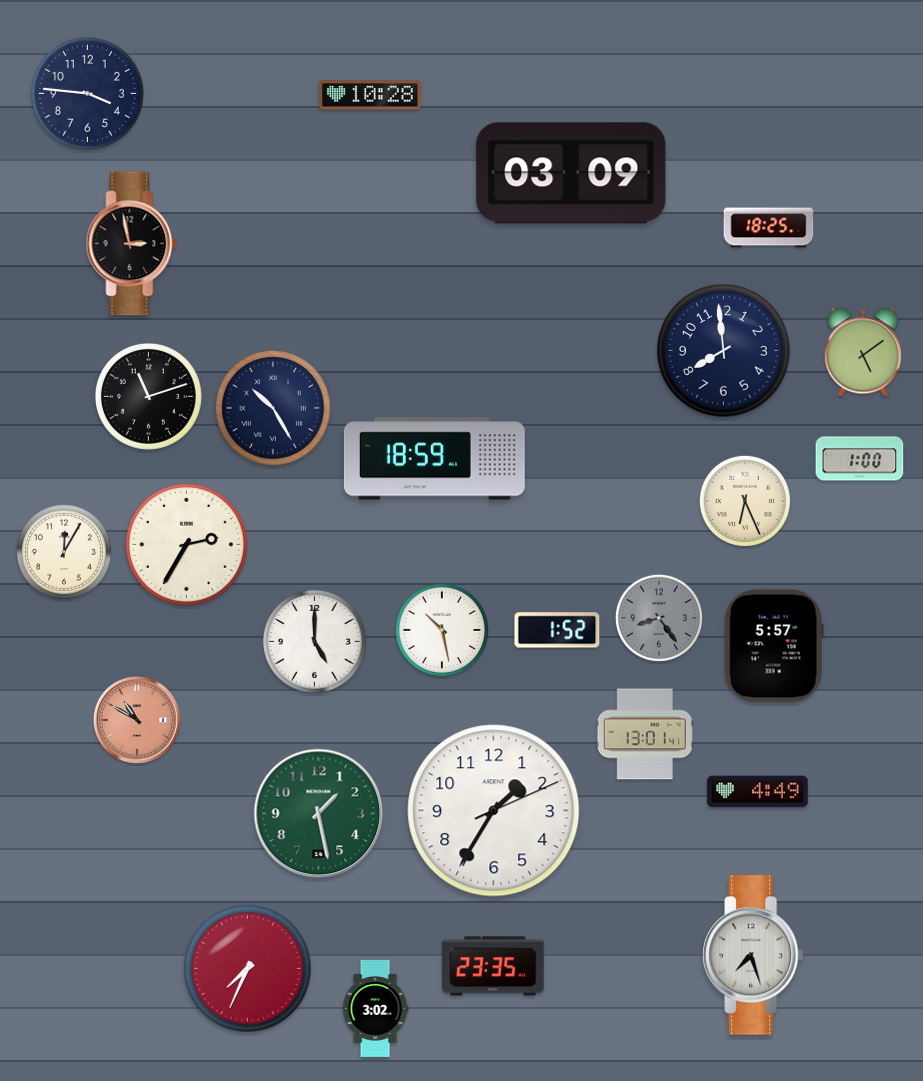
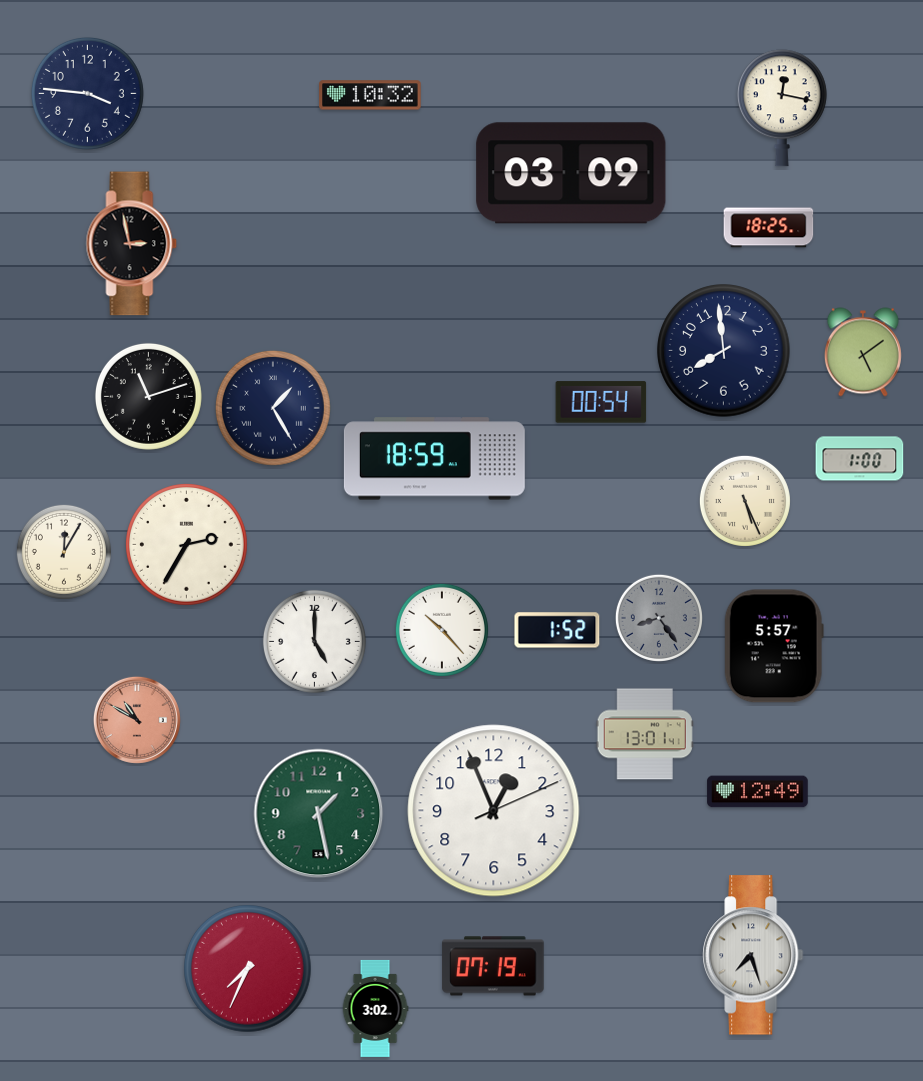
clock at (370, 95): 10:28 -> 10:32
clock at (782, 108): none -> 12:17
clock at (601, 402): none -> 00:54
clock at (273, 408): 10:25 -> 1:25
clock at (745, 501): 6:26 -> 5:26
clock at (442, 630): 10:28 -> 10:23
clock at (758, 792): 4:49 -> 12:49
clock at (494, 811): 1:35 -> 12:56
clock at (493, 966): 23:35 -> 07:19
